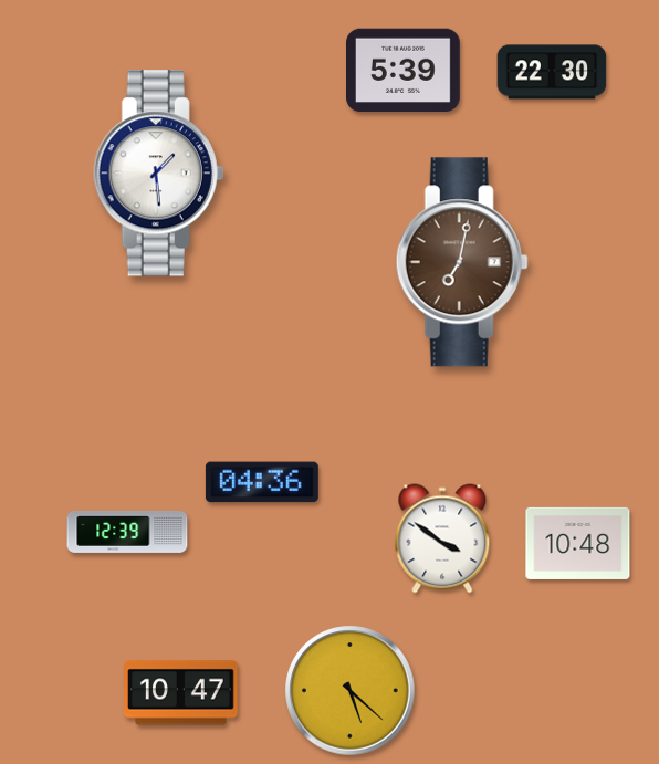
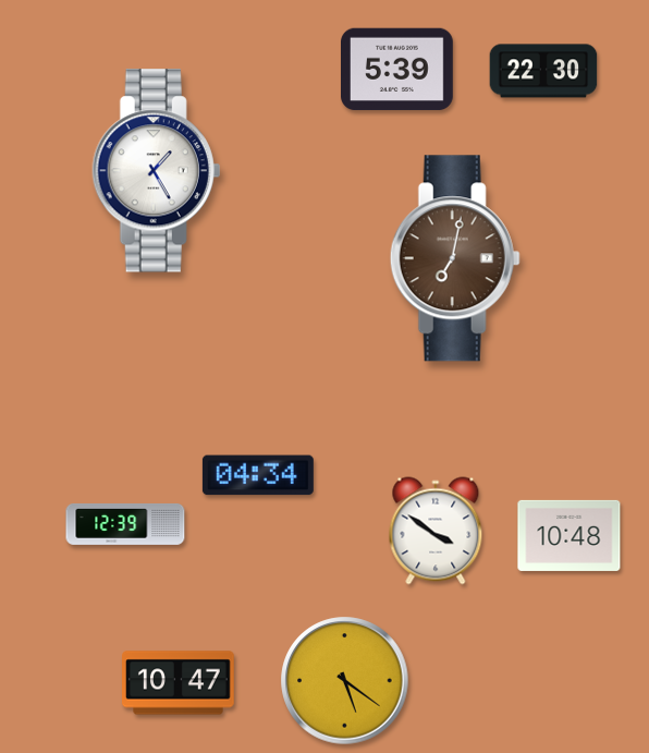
clock at (159, 174): 1:29 -> 1:25
clock at (262, 482): 04:36 -> 04:34
clock at (351, 691): 5:22 -> 5:21
